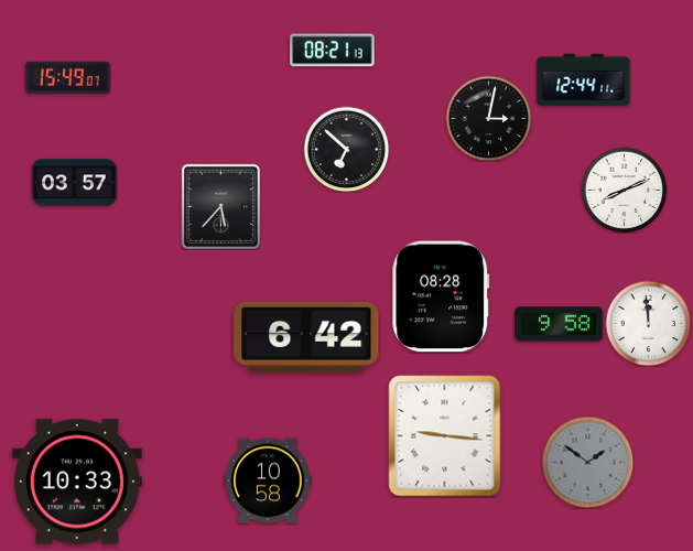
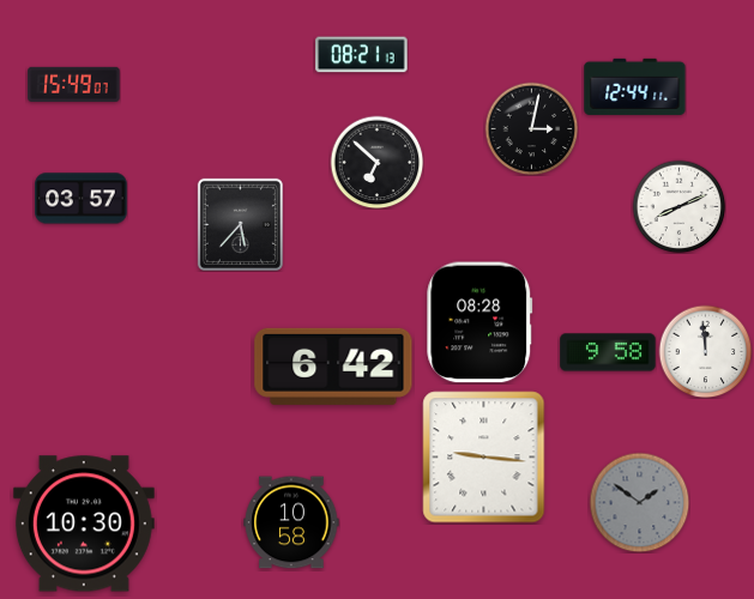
clock at (445, 436) position: (445, 436) -> (484, 458)
clock at (77, 482): 10:33 -> 10:30
